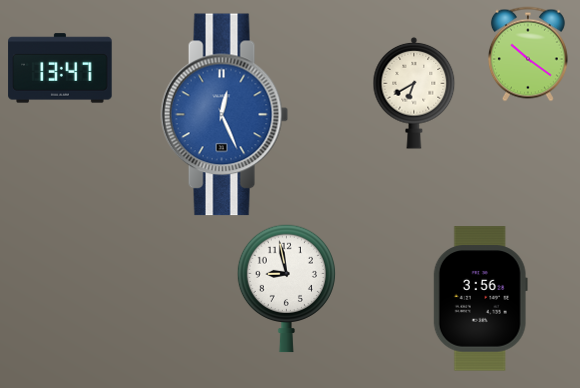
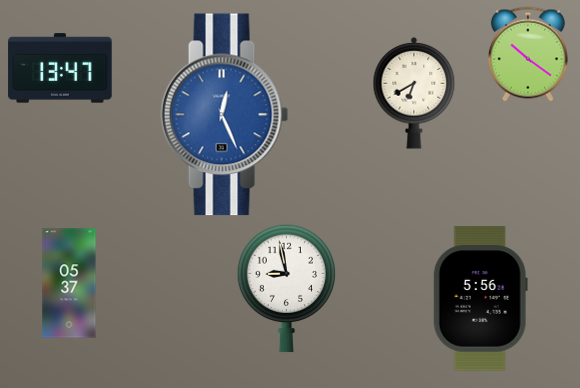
clock at (69, 283): none -> 05:37
clock at (480, 299): 3:56 -> 5:56
